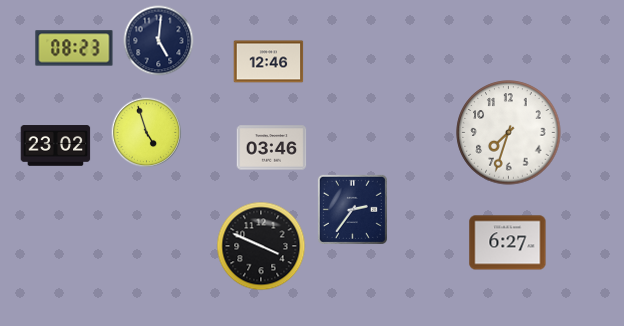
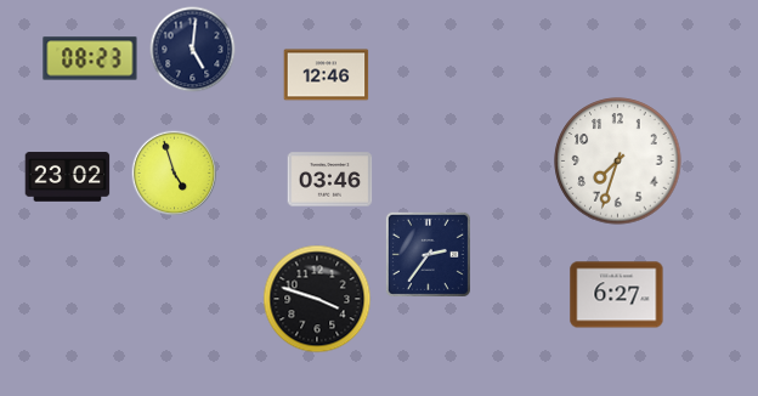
clock at (147, 133) position: (147, 133) -> (175, 174)
clock at (261, 246): 3:49 -> 3:48
